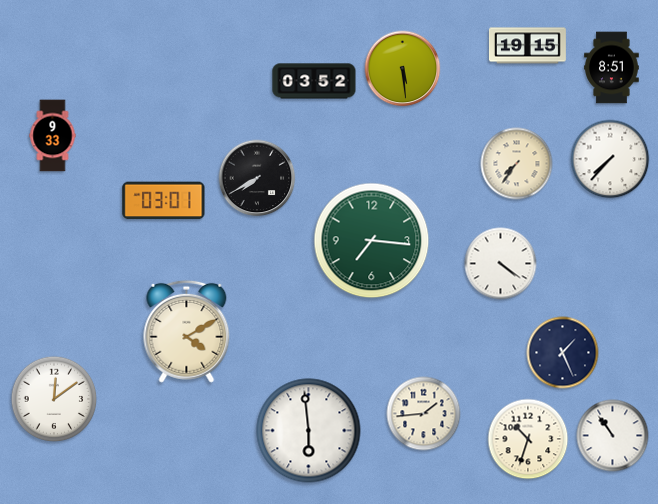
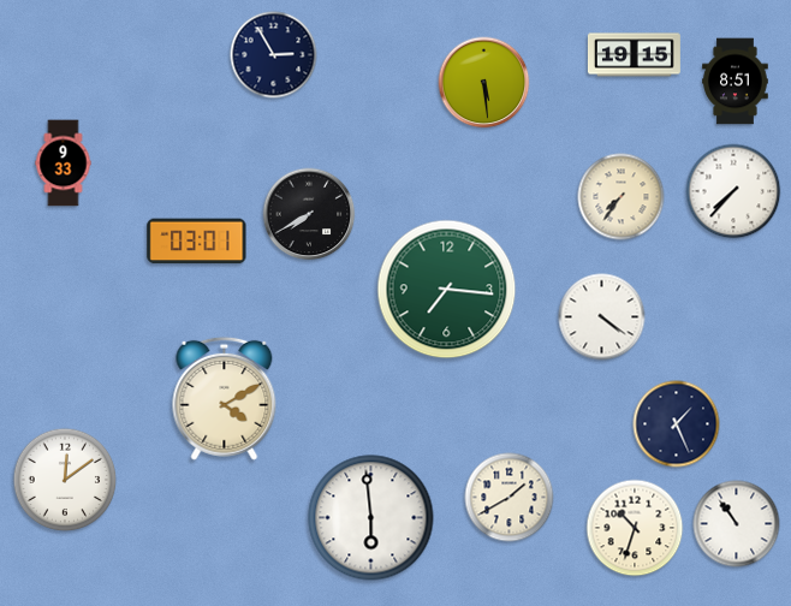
clock at (274, 55): none -> 2:55
clock at (314, 81): 03:52 -> none
clock at (424, 414): 1:44 -> 1:40
